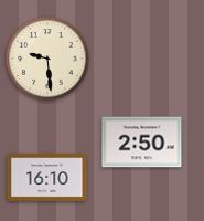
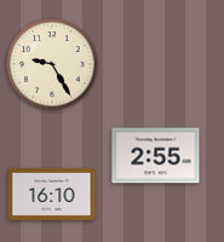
clock at (47, 59): 9:29 -> 9:25
clock at (142, 143): 2:50 -> 2:55
